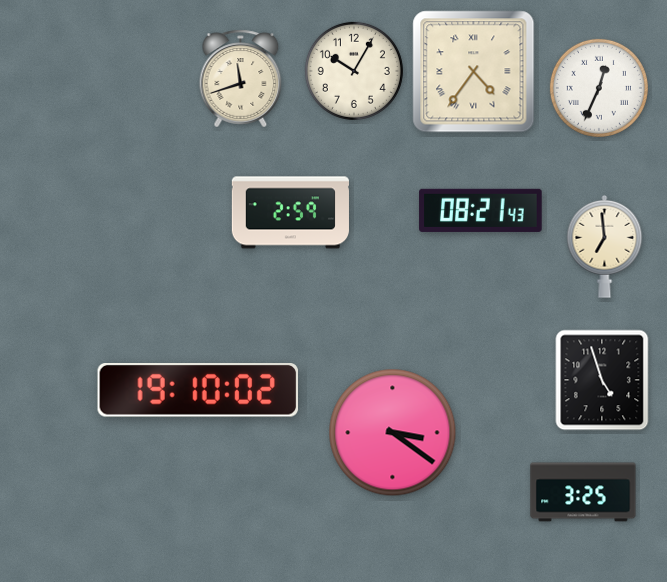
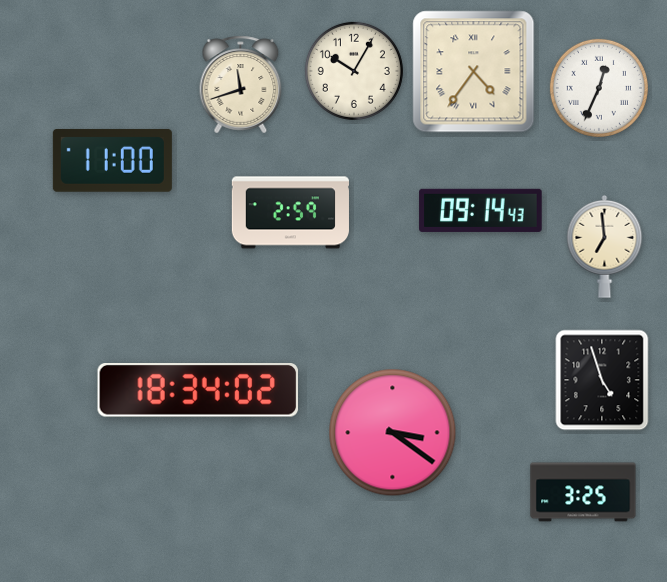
clock at (241, 79) position: (241, 79) -> (241, 85)
clock at (112, 160): none -> 11:00
clock at (481, 210): 08:21 -> 09:14
clock at (197, 391): 19:10 -> 18:34
